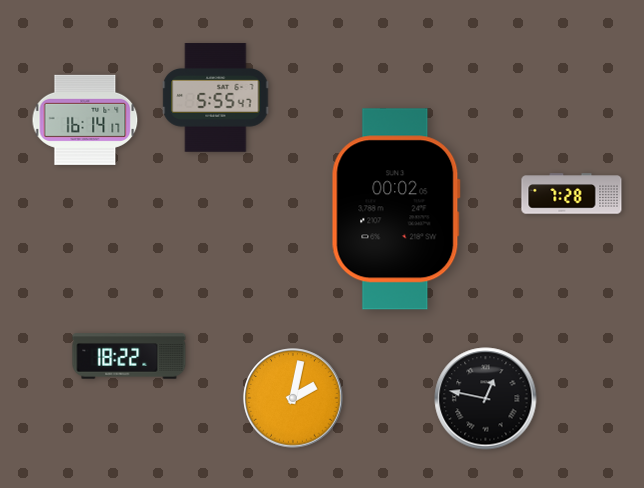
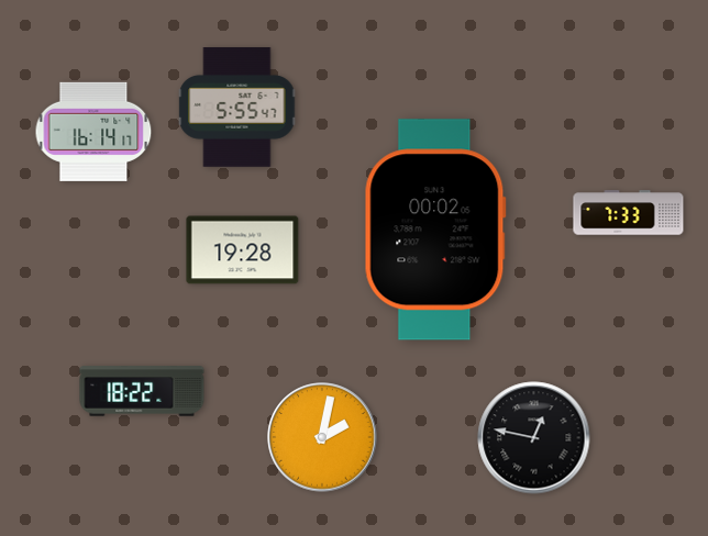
clock at (572, 194): 7:28 -> 7:33
clock at (243, 250): none -> 19:28
